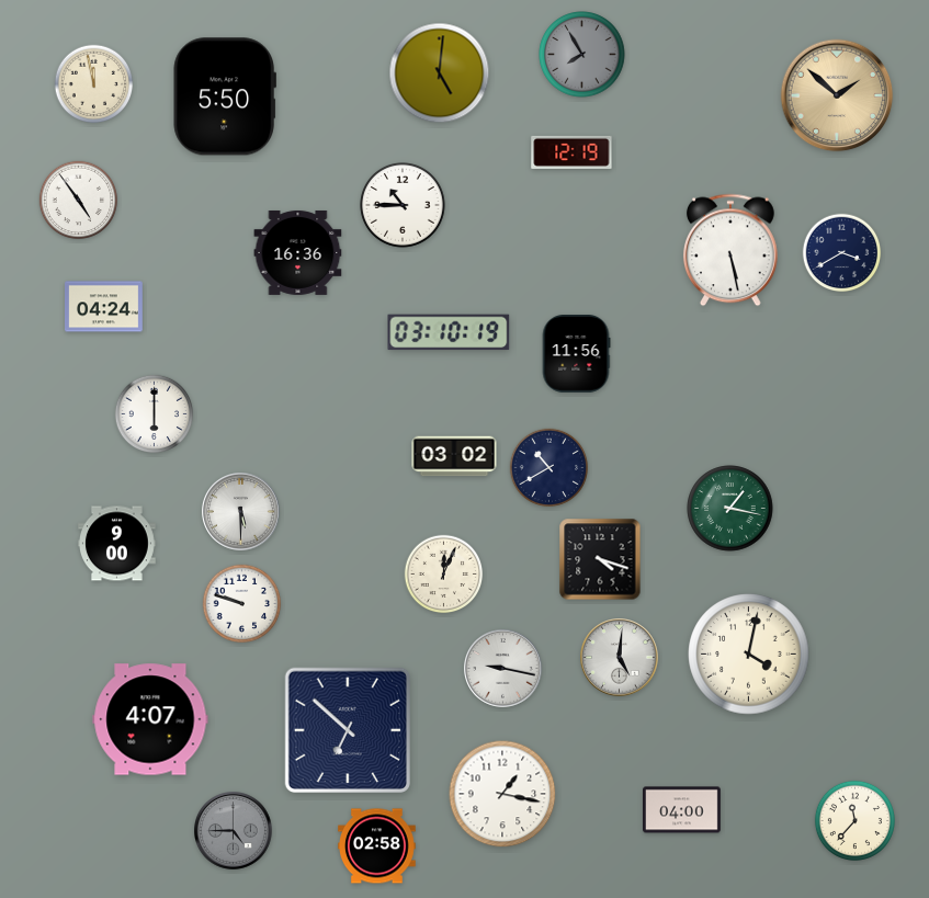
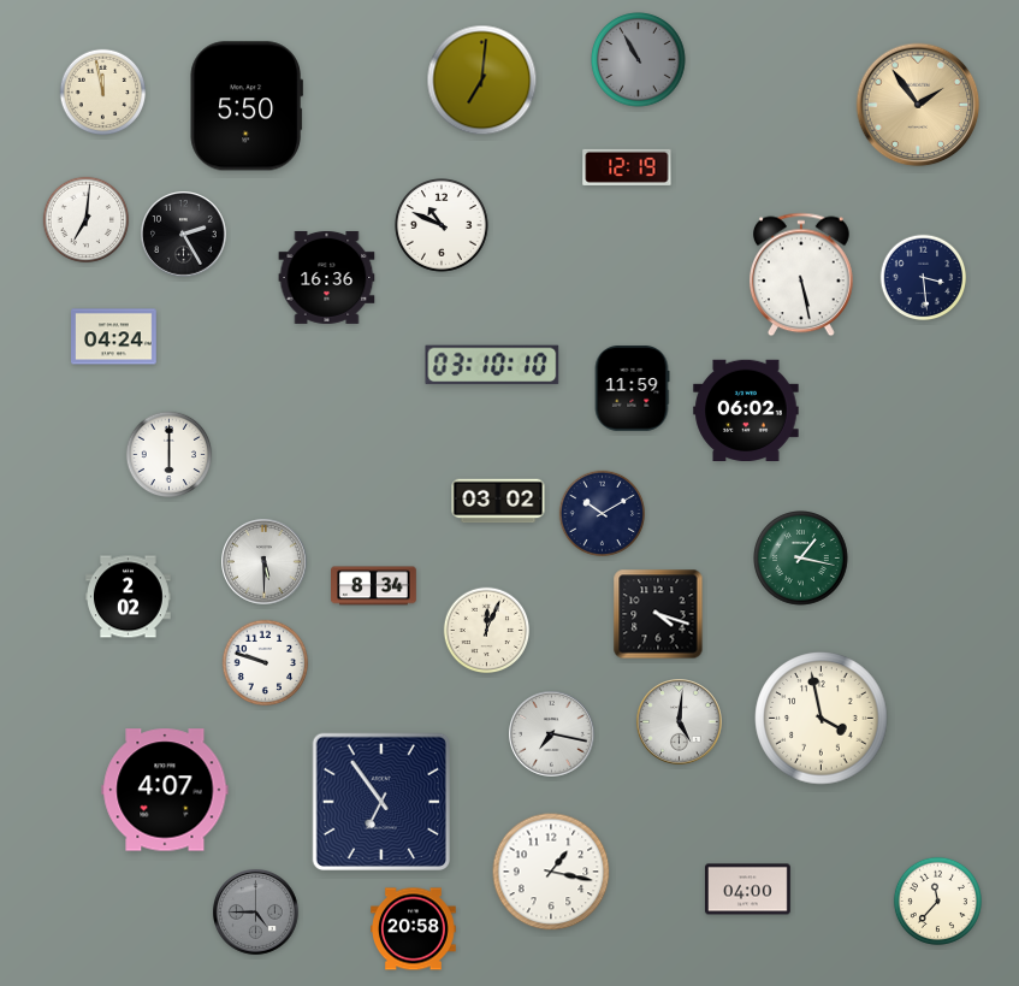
clock at (582, 55): 7:55 -> 10:55
clock at (440, 73): 5:01 -> 7:01
clock at (837, 95): 1:52 -> 1:54
clock at (79, 201): 4:54 -> 7:01
clock at (404, 206): 10:45 -> 10:49
clock at (184, 235): none -> 2:25
clock at (842, 253): 3:40 -> 3:29
clock at (449, 332): 03:10:19 -> 03:10:10
clock at (576, 354): 11:56 -> 11:59
clock at (746, 409): none -> 06:02
clock at (550, 468): 10:40 -> 10:10
clock at (374, 586): none -> 8:34
clock at (117, 544): 9:00 -> 2:02
clock at (749, 655): 4:02 -> 3:58
clock at (503, 669): 9:17 -> 7:17
clock at (348, 730): 6:52 -> 6:54
clock at (377, 846): 02:58 -> 20:58
